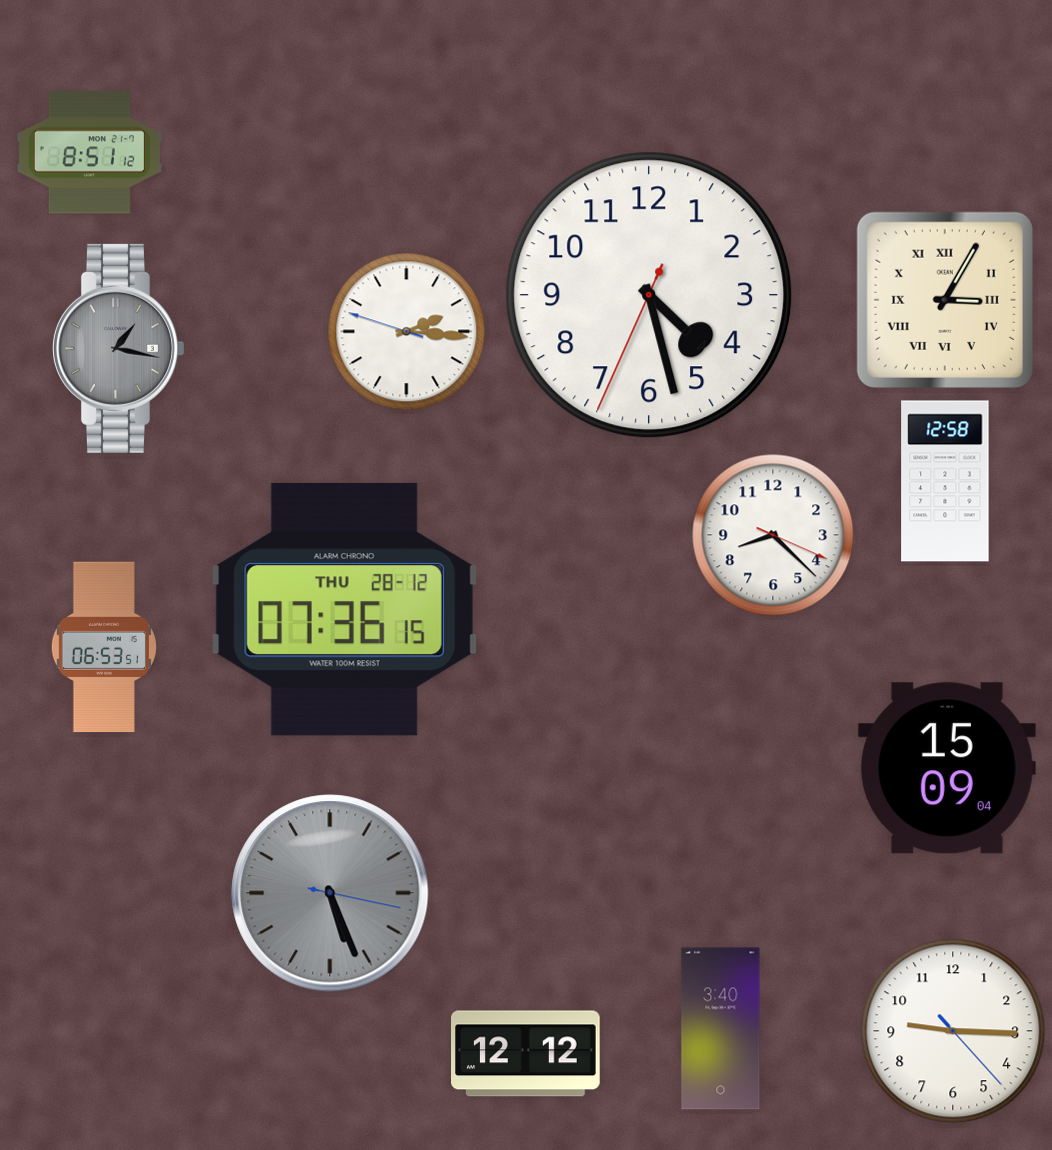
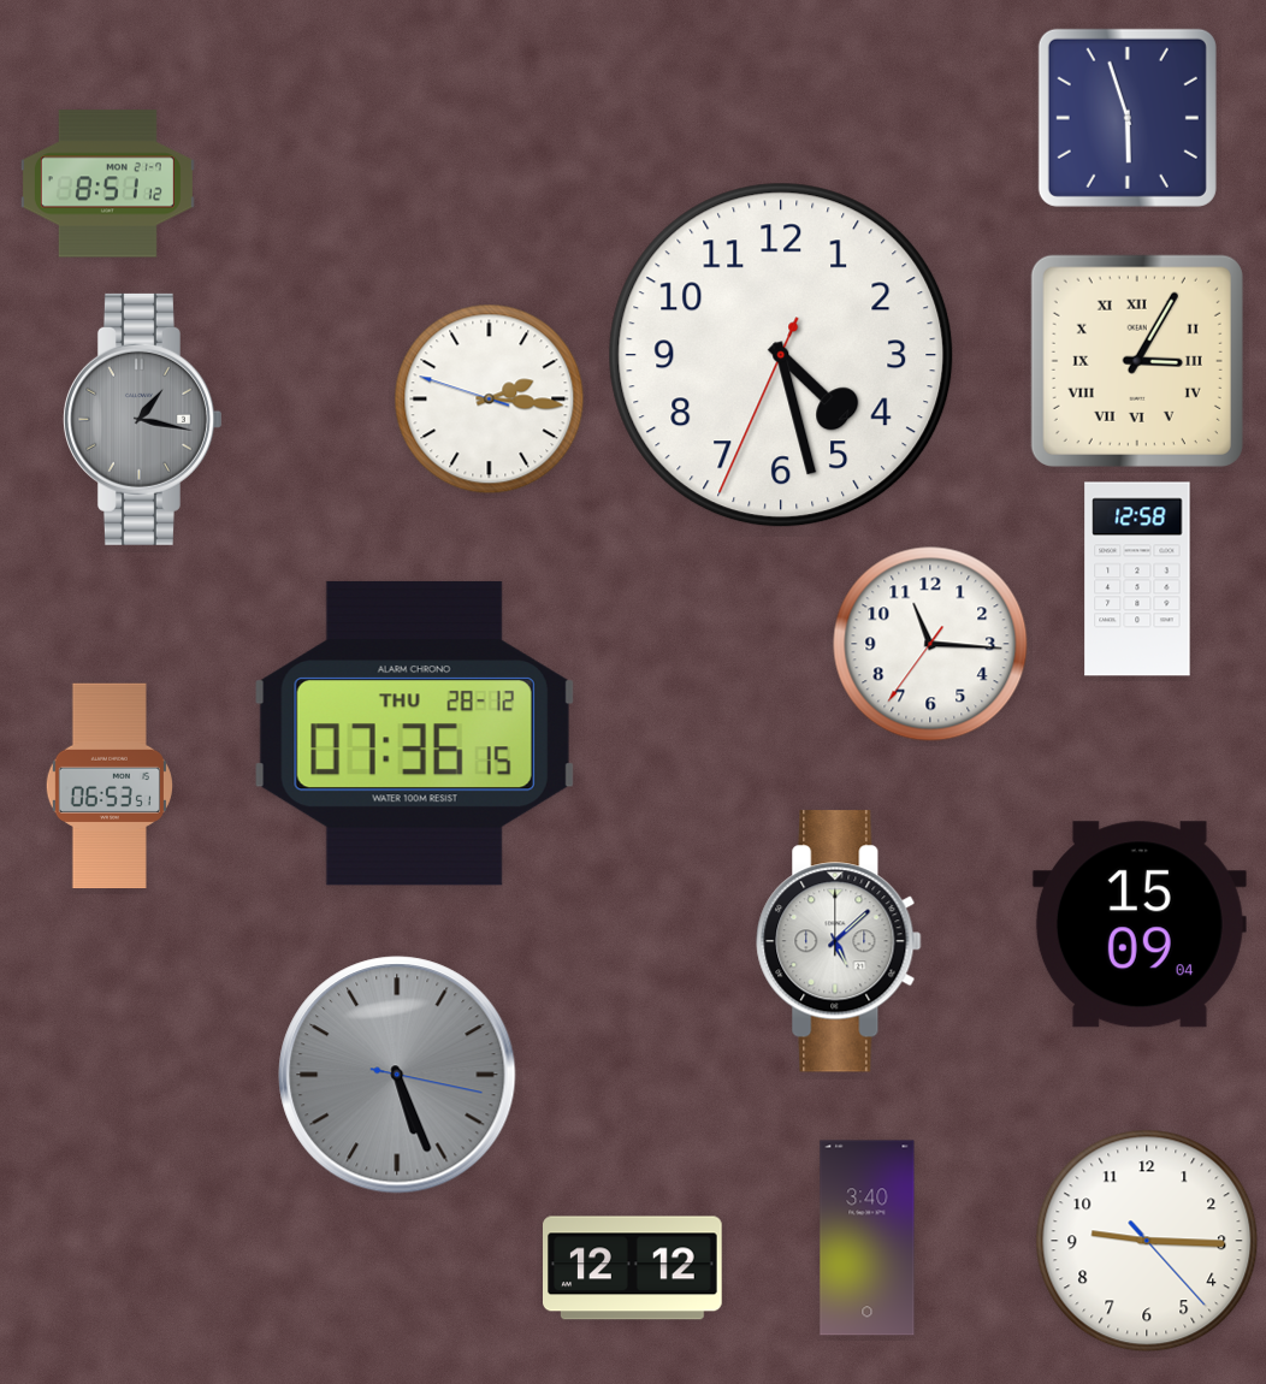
clock at (1128, 118): none -> 5:57
clock at (773, 535): 8:22 -> 11:15
clock at (104, 647) position: (104, 647) -> (110, 786)
clock at (839, 941): none -> 5:08
